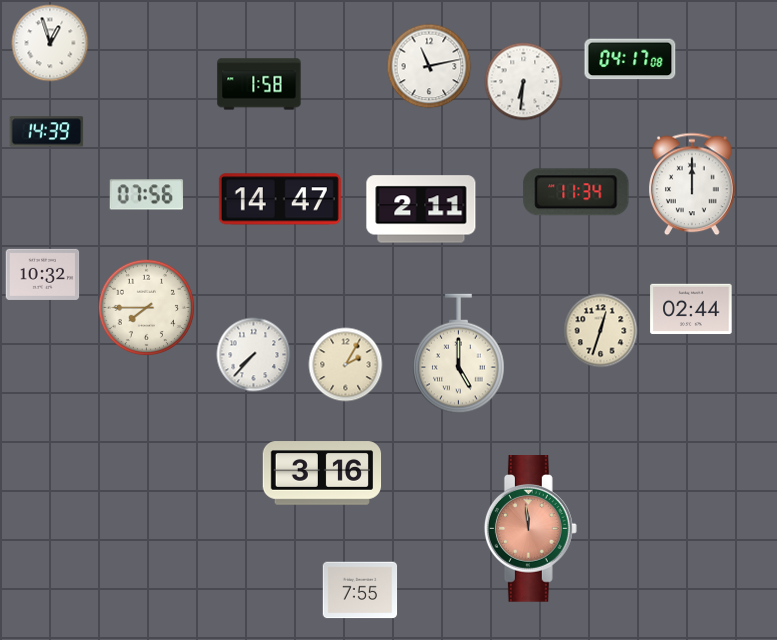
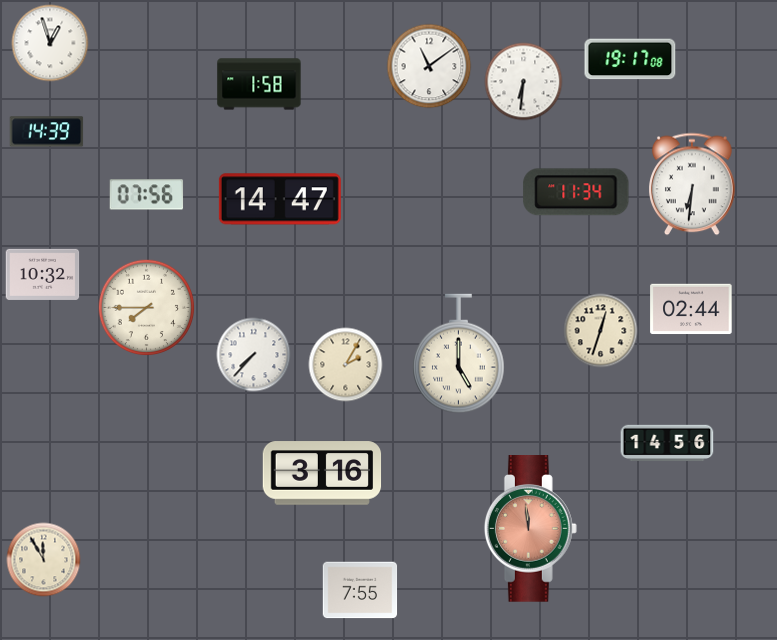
clock at (630, 59): 04:17 -> 19:17
clock at (429, 66): 11:13 -> 11:09
clock at (693, 184): 12:00 -> 6:31
clock at (421, 209): 2:11 -> none
clock at (667, 443): none -> 14:56
clock at (44, 560): none -> 11:55
